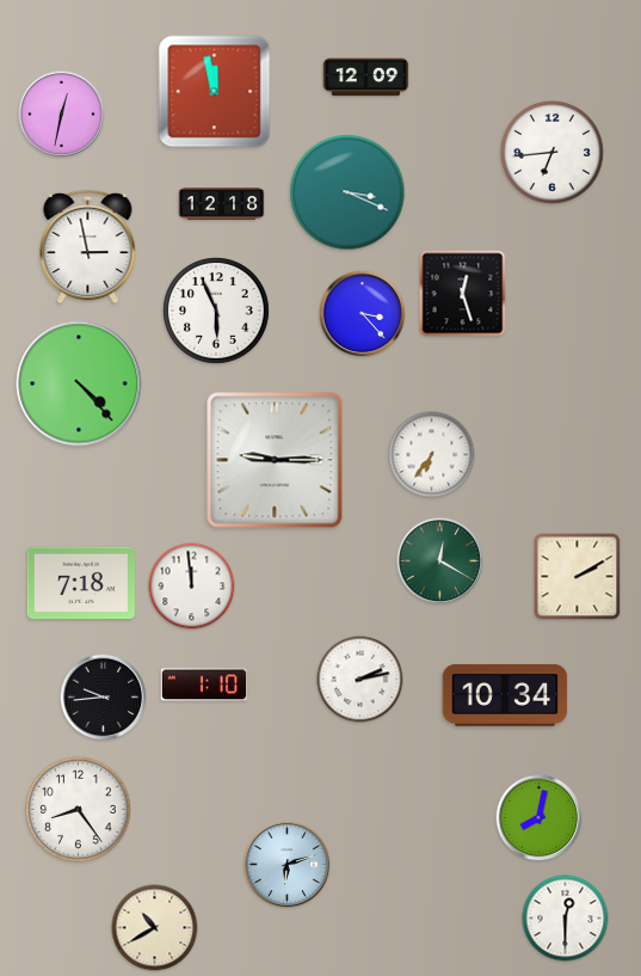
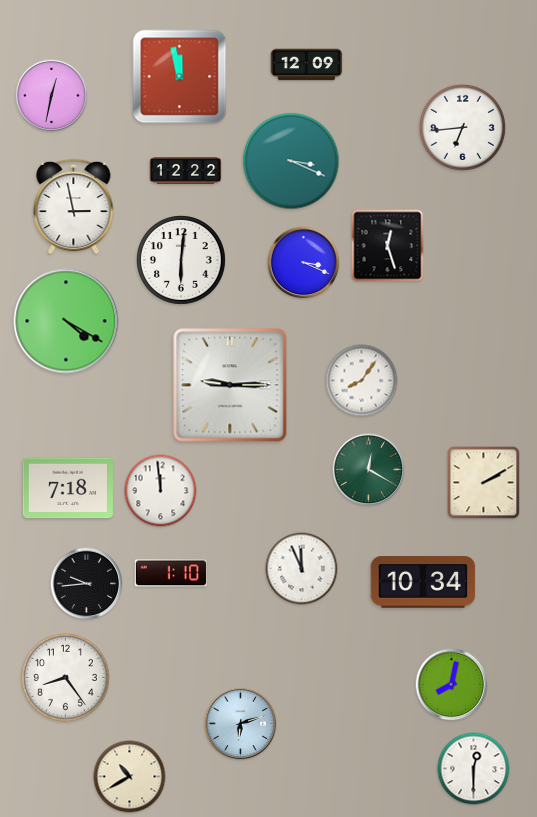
clock at (222, 204): 12:18 -> 12:22
clock at (217, 312): 5:56 -> 6:01
clock at (363, 314): 3:23 -> 3:19
clock at (79, 383): 4:23 -> 4:20
clock at (432, 455): 6:36 -> 8:06
clock at (360, 680): 2:13 -> 11:56
